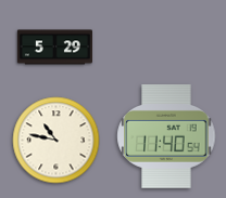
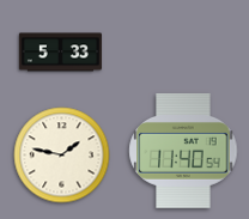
clock at (54, 48): 5:29 -> 5:33
clock at (56, 141): 10:47 -> 1:47
